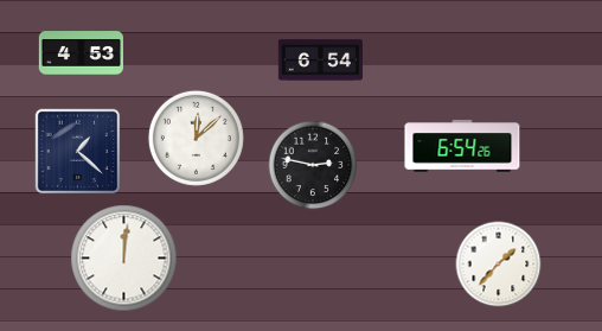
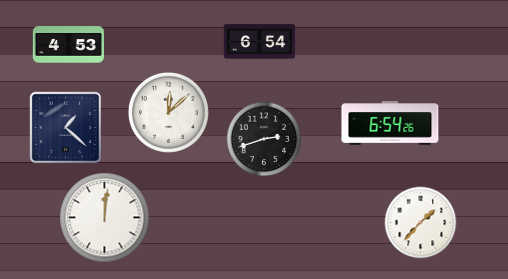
clock at (320, 61) position: (320, 61) -> (259, 42)
clock at (196, 138) position: (196, 138) -> (168, 112)
clock at (313, 165): 2:47 -> 2:42
